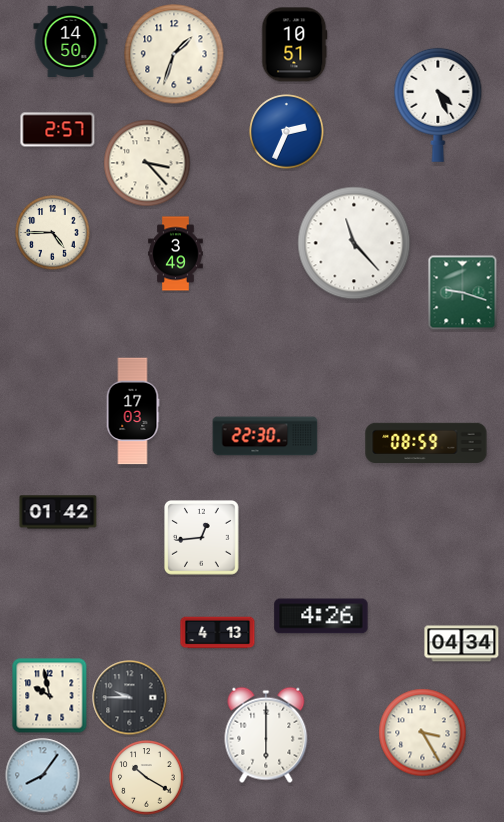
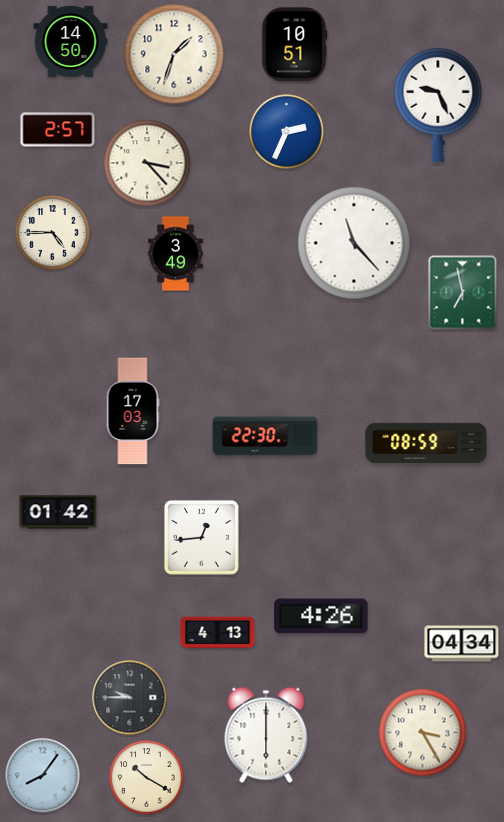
clock at (438, 105): 4:26 -> 9:26
clock at (463, 293): 9:18 -> 6:58
clock at (50, 696): 9:58 -> none
